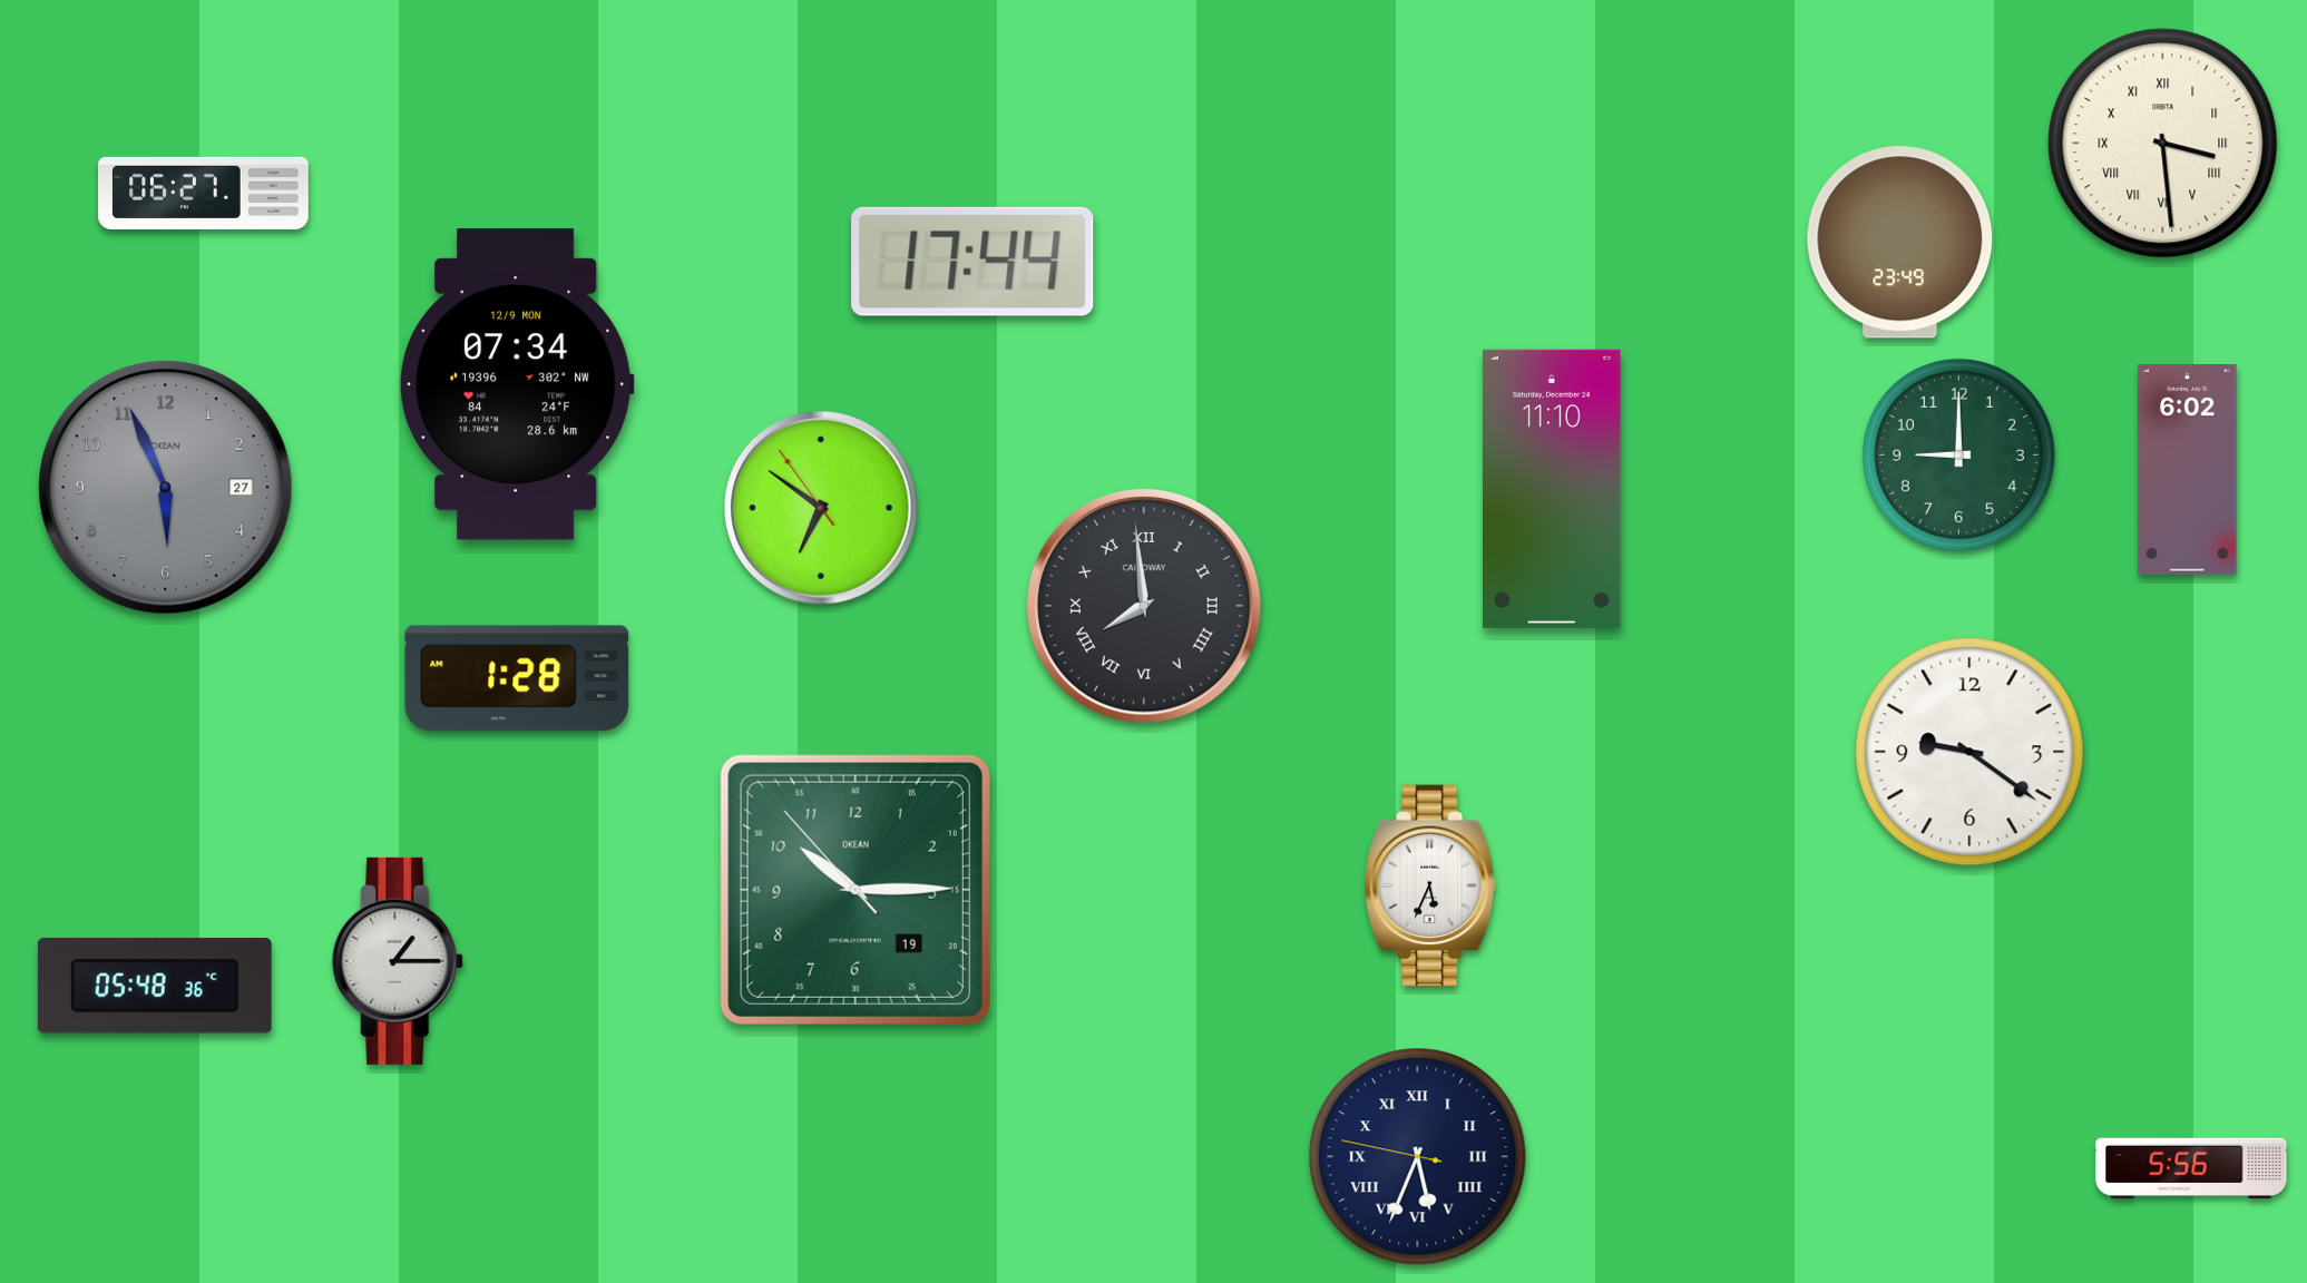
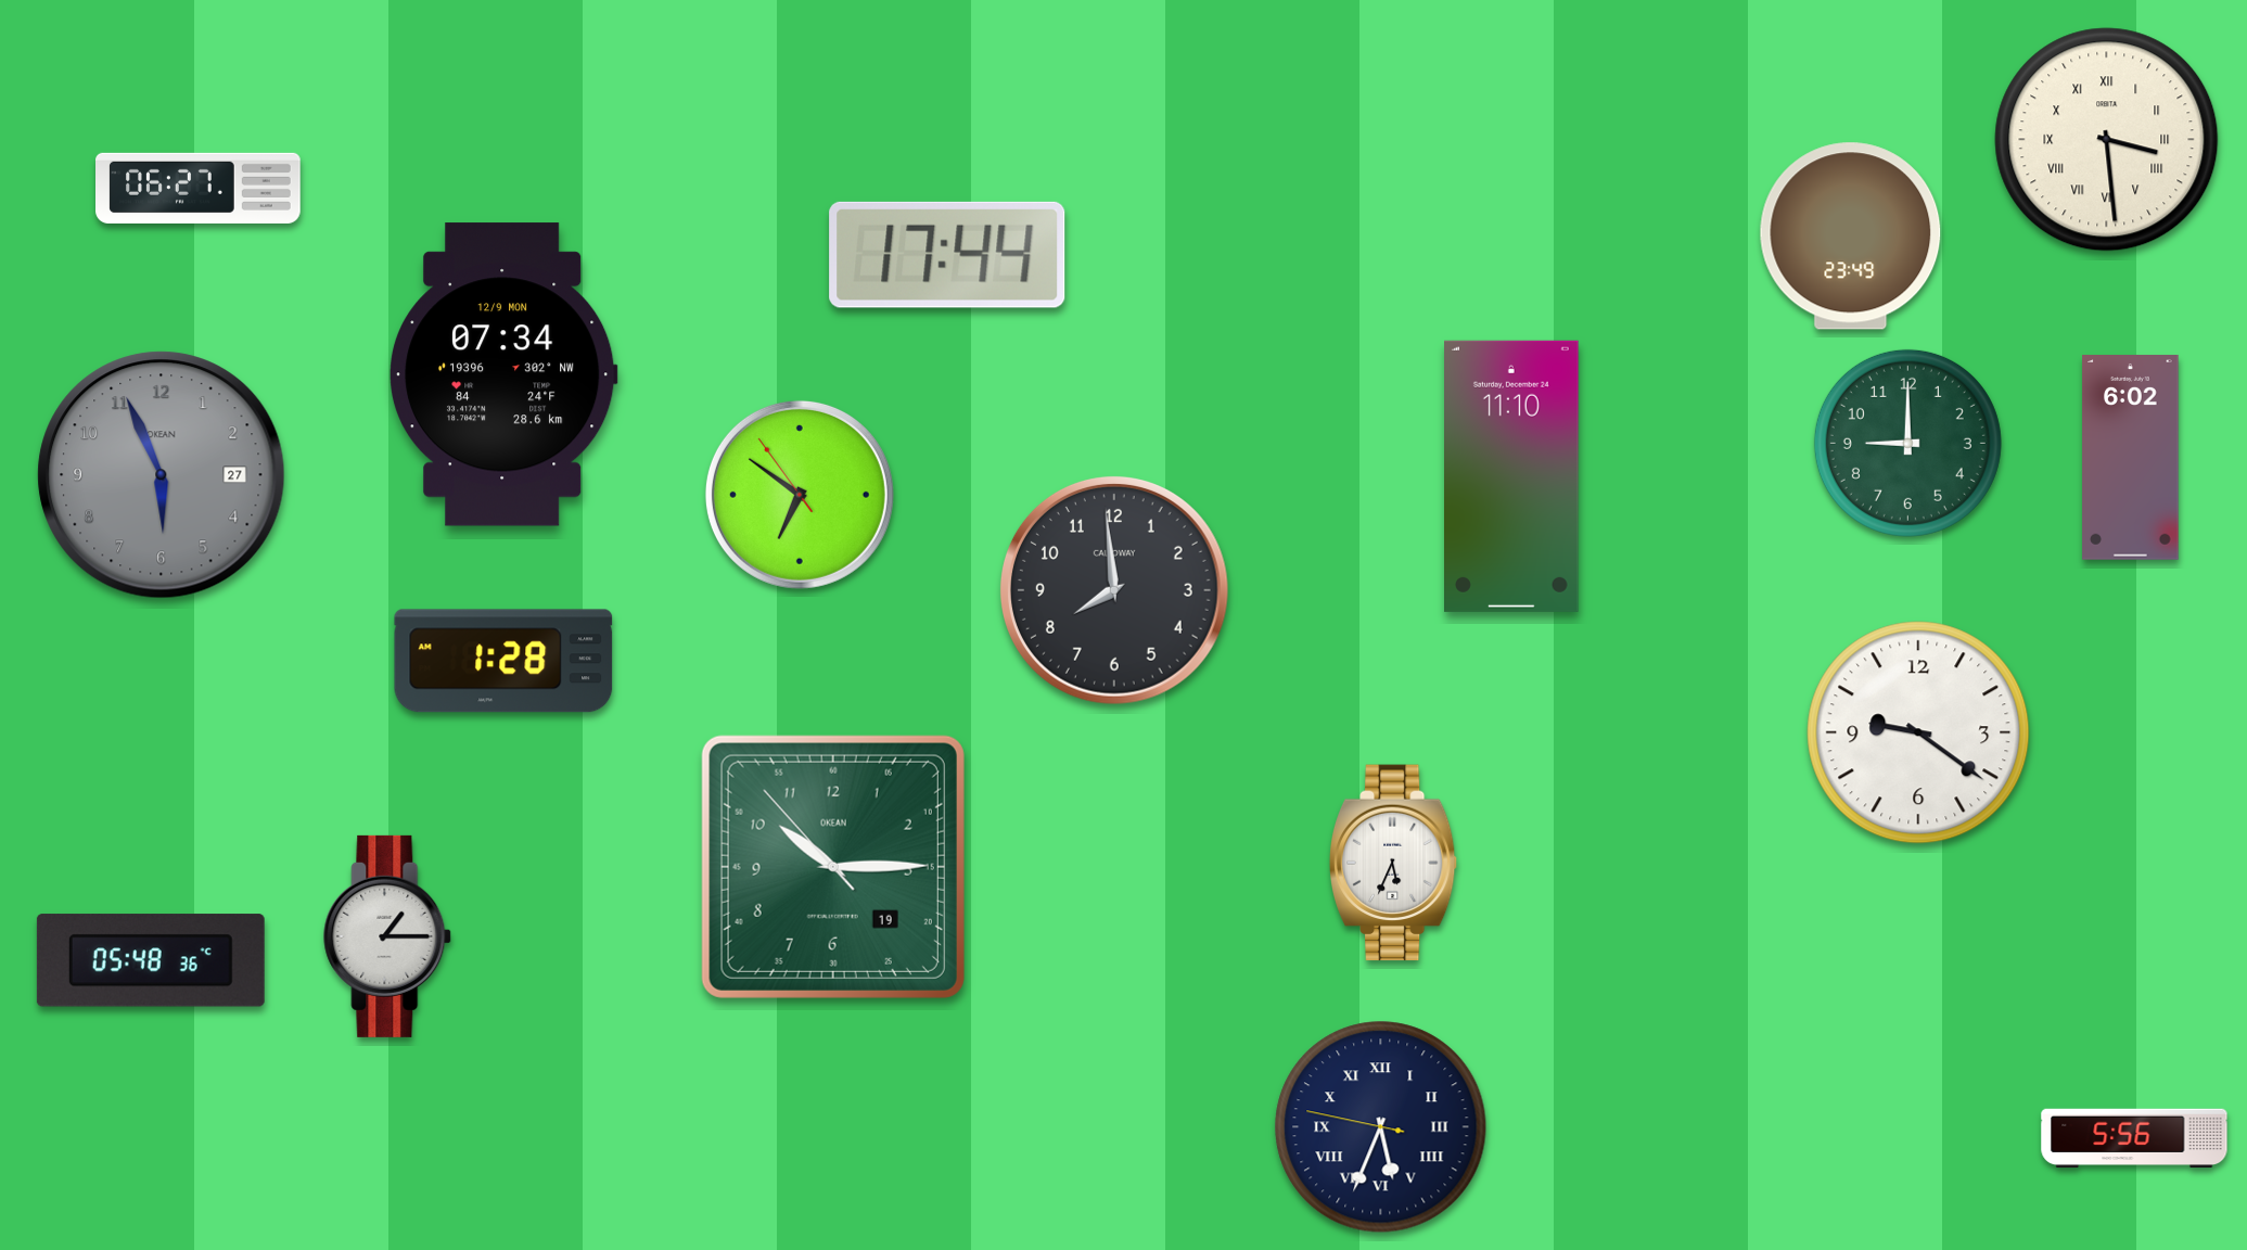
clock at (1144, 606) numerals: Roman -> Arabic
